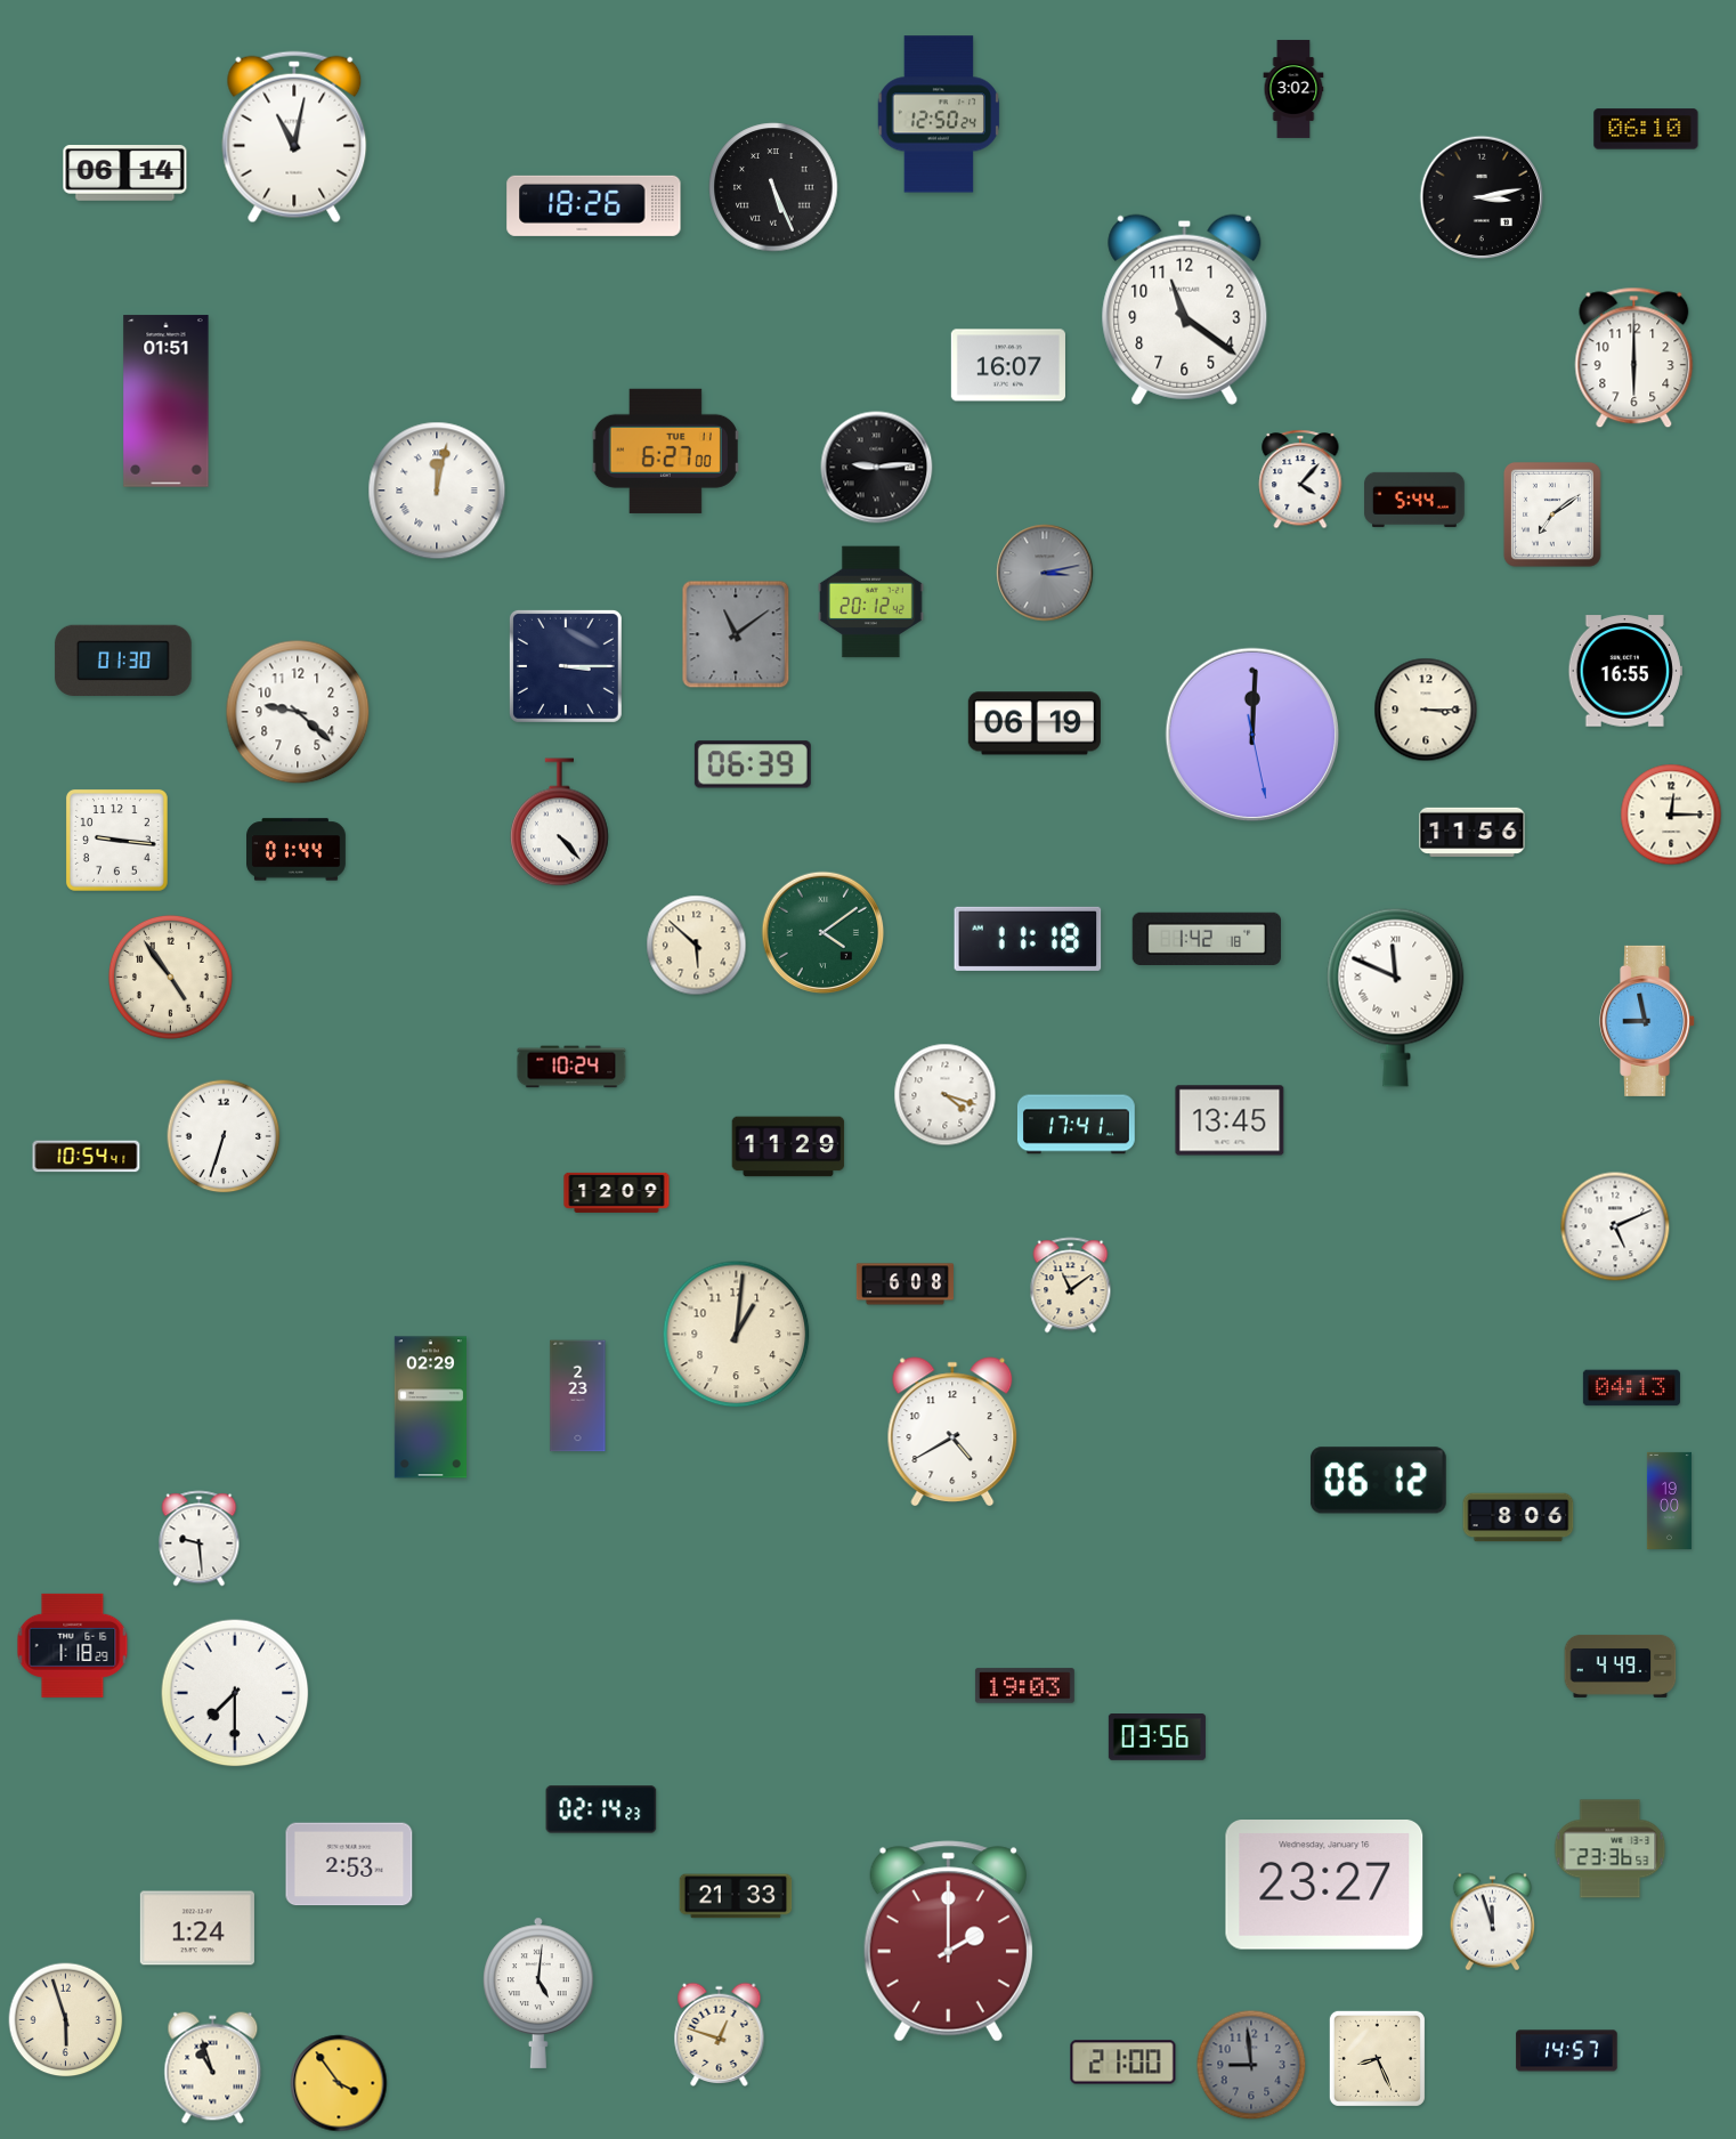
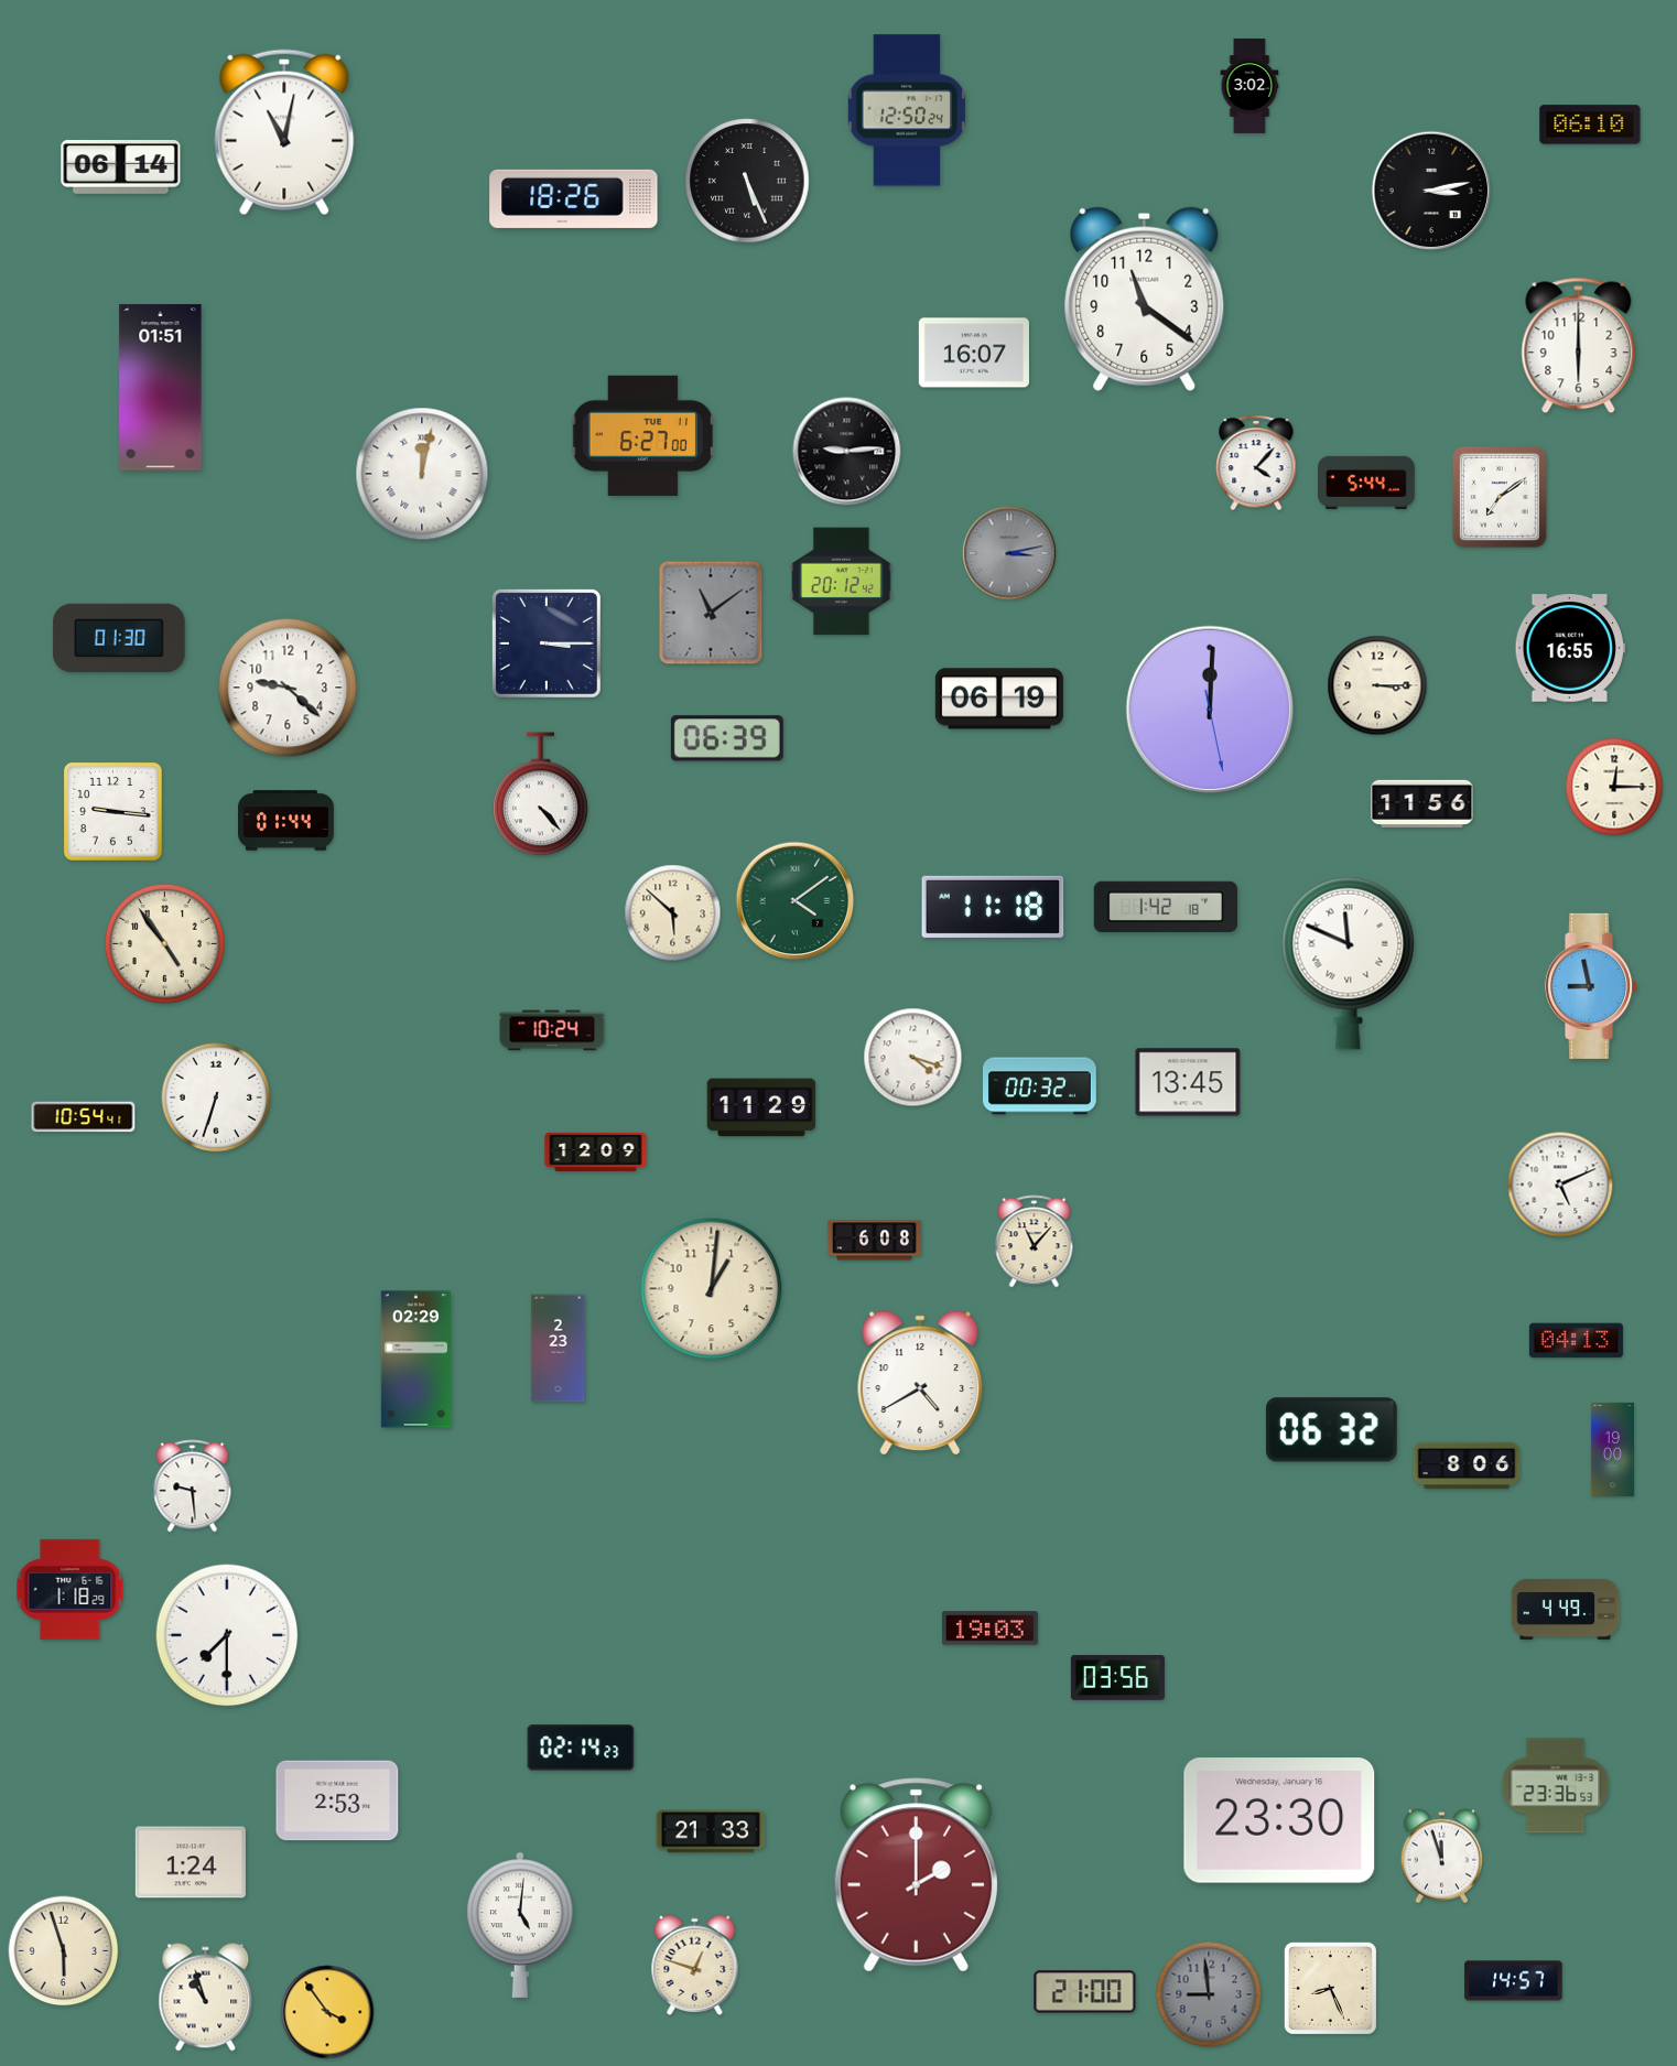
clock at (1077, 1125): 17:41 -> 00:32
clock at (1071, 1286): 11:09 -> 11:07
clock at (1378, 1481): 06:12 -> 06:32
clock at (1324, 1886): 23:27 -> 23:30
